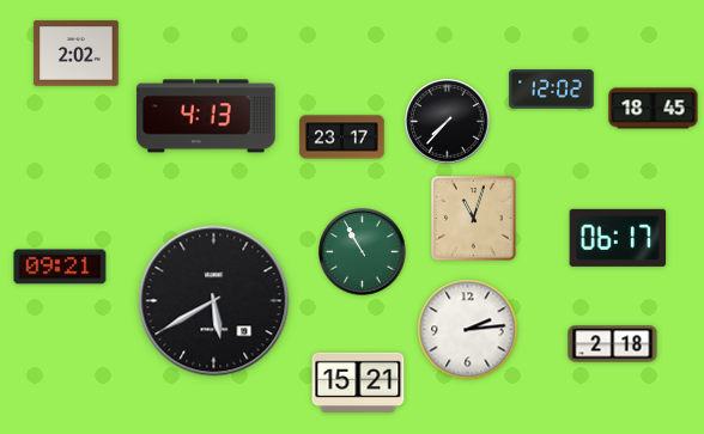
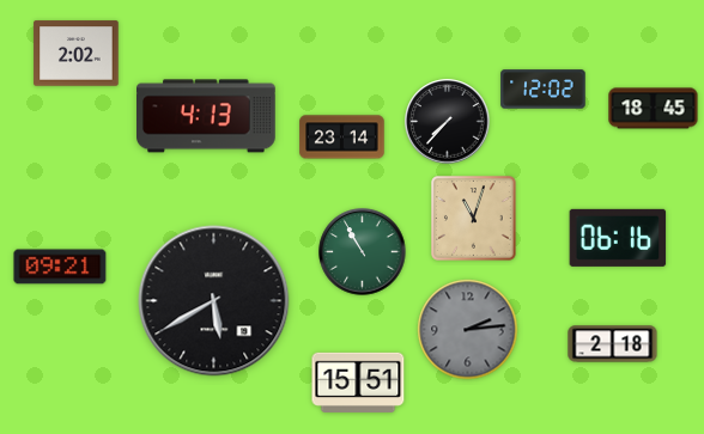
clock at (552, 90) position: (552, 90) -> (544, 90)
clock at (342, 137): 23:17 -> 23:14
clock at (618, 238): 06:17 -> 06:16
clock at (468, 330) dial: white -> grey
clock at (358, 383): 15:21 -> 15:51
